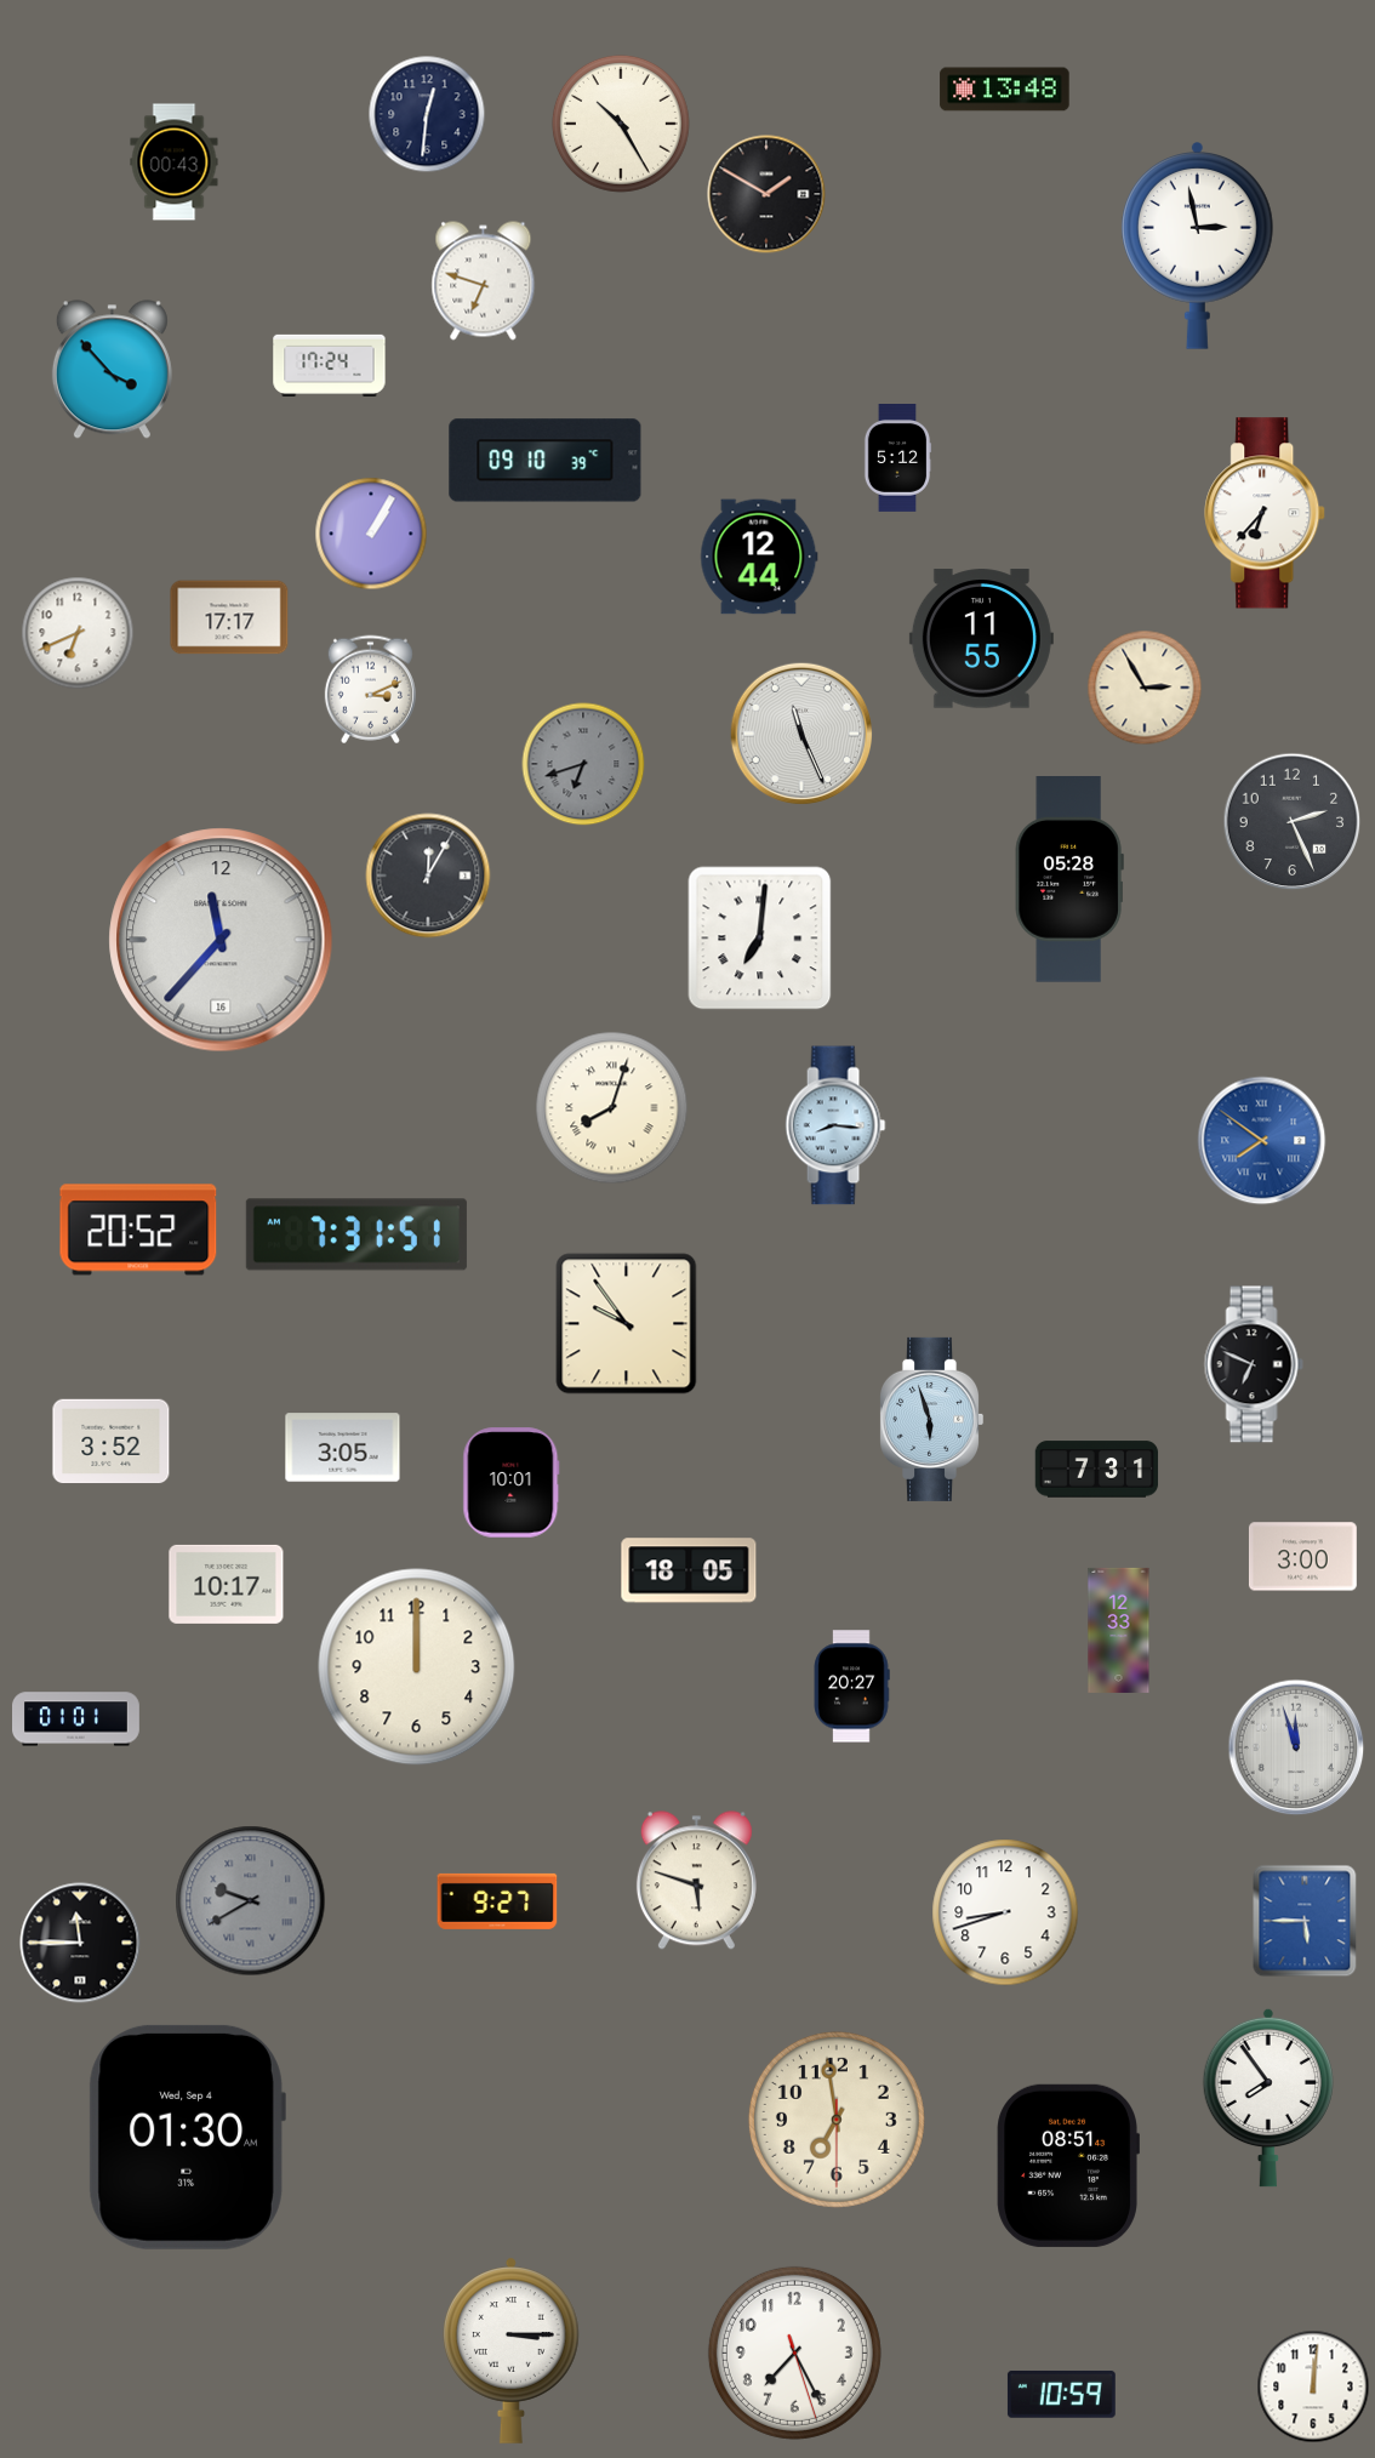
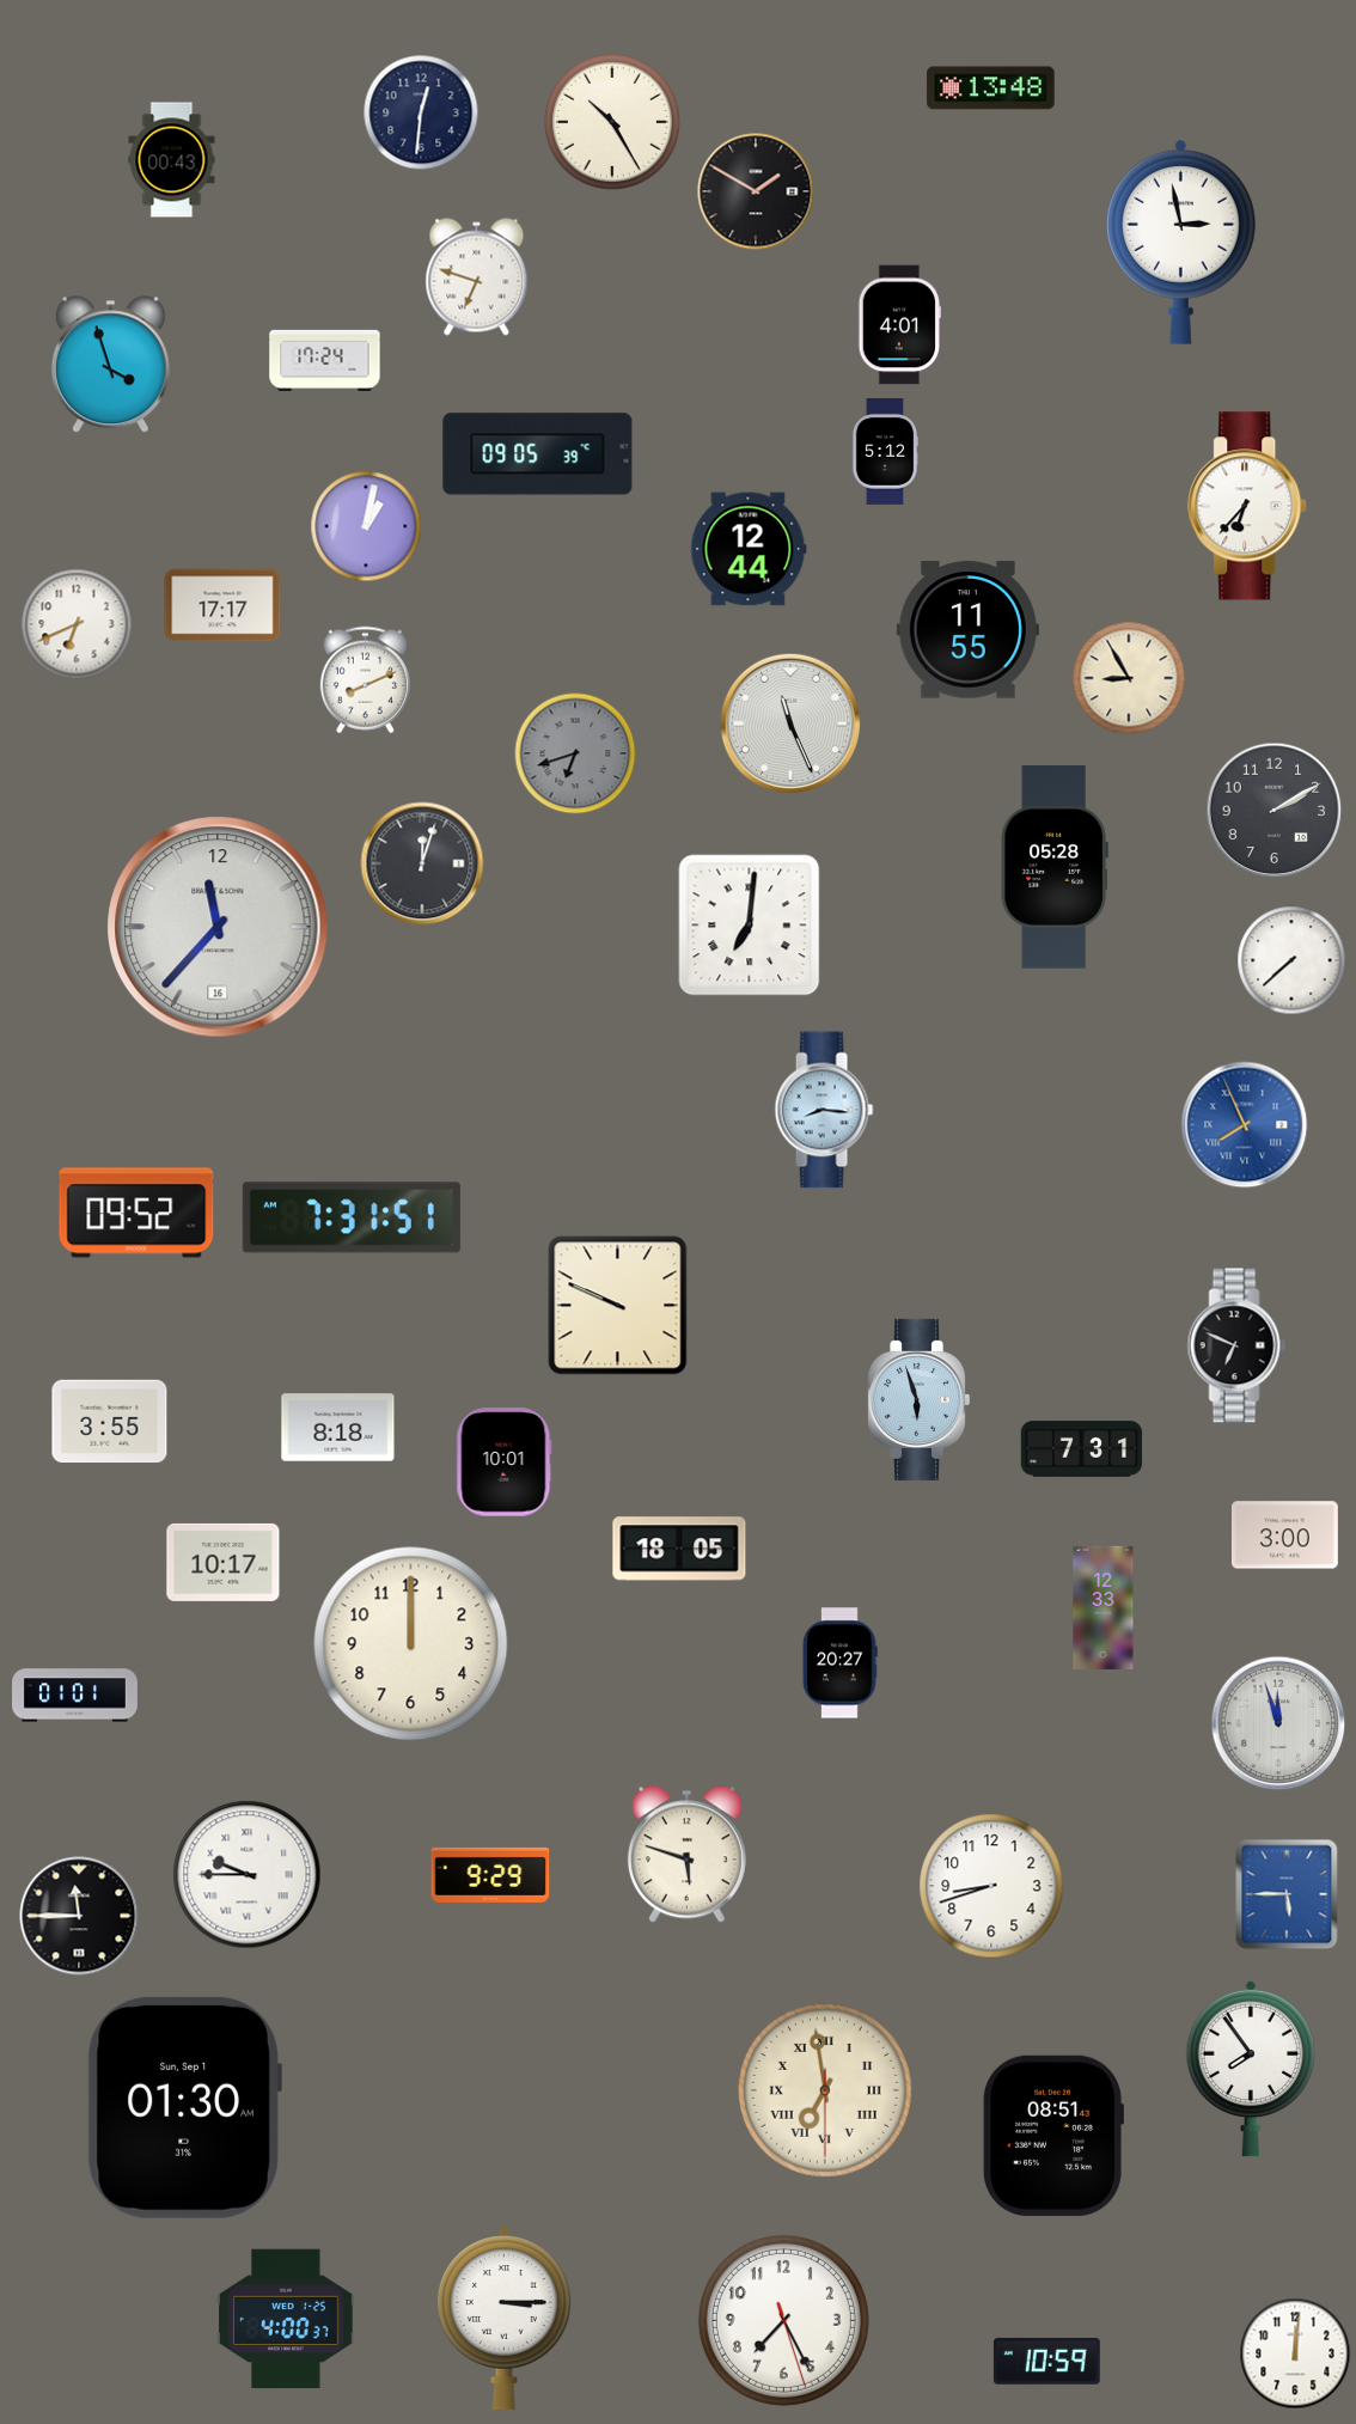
clock at (899, 325): none -> 4:01
clock at (112, 370): 3:53 -> 3:57
clock at (546, 461): 09:10 -> 09:05
clock at (371, 534): 1:05 -> 1:02
clock at (229, 617) position: (229, 617) -> (222, 605)
clock at (1145, 688): 2:55 -> 8:55
clock at (370, 690): 3:11 -> 8:11
clock at (1293, 822): 2:26 -> 2:10
clock at (428, 876): 12:05 -> 12:03
clock at (1291, 960): none -> 7:38
clock at (612, 1108): 8:03 -> none
clock at (1262, 1141): 7:51 -> 7:56
clock at (138, 1230): 20:52 -> 09:52
clock at (627, 1324): 9:54 -> 9:49
clock at (112, 1442): 3:52 -> 3:55
clock at (343, 1448): 3:05 -> 8:18
clock at (251, 1901): 9:40 -> 9:45
clock at (251, 1901) dial: grey -> white
clock at (497, 1901): 9:27 -> 9:29
clock at (837, 2120) numerals: Arabic -> Roman
clock at (187, 2137) date: Wed, Sep 4 -> Sun, Sep 1
clock at (286, 2319): none -> 4:00
